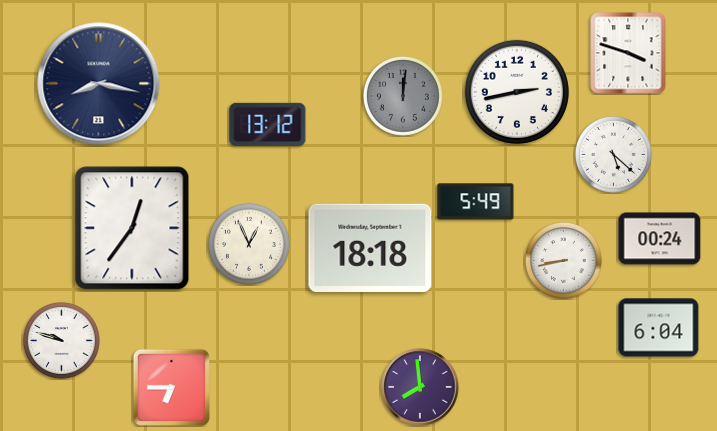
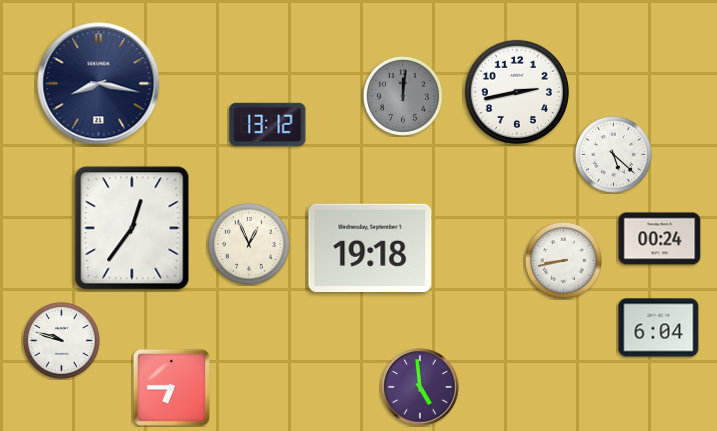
clock at (628, 53): 3:48 -> none
clock at (476, 202): 5:49 -> none
clock at (370, 247): 18:18 -> 19:18
clock at (420, 387): 7:59 -> 4:59
